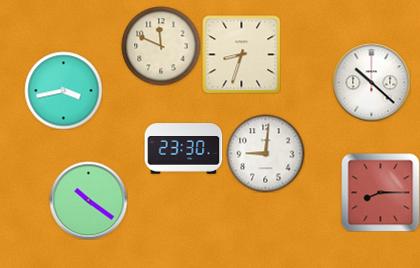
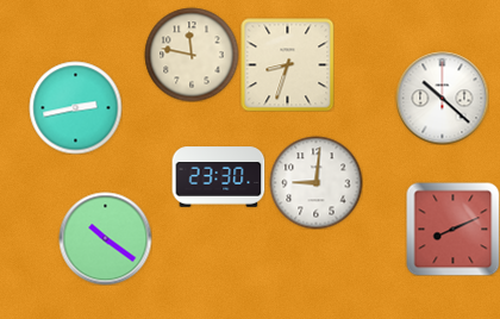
clock at (161, 46): 11:49 -> 11:47
clock at (63, 90): 3:43 -> 2:43
clock at (380, 192): 8:15 -> 8:11
